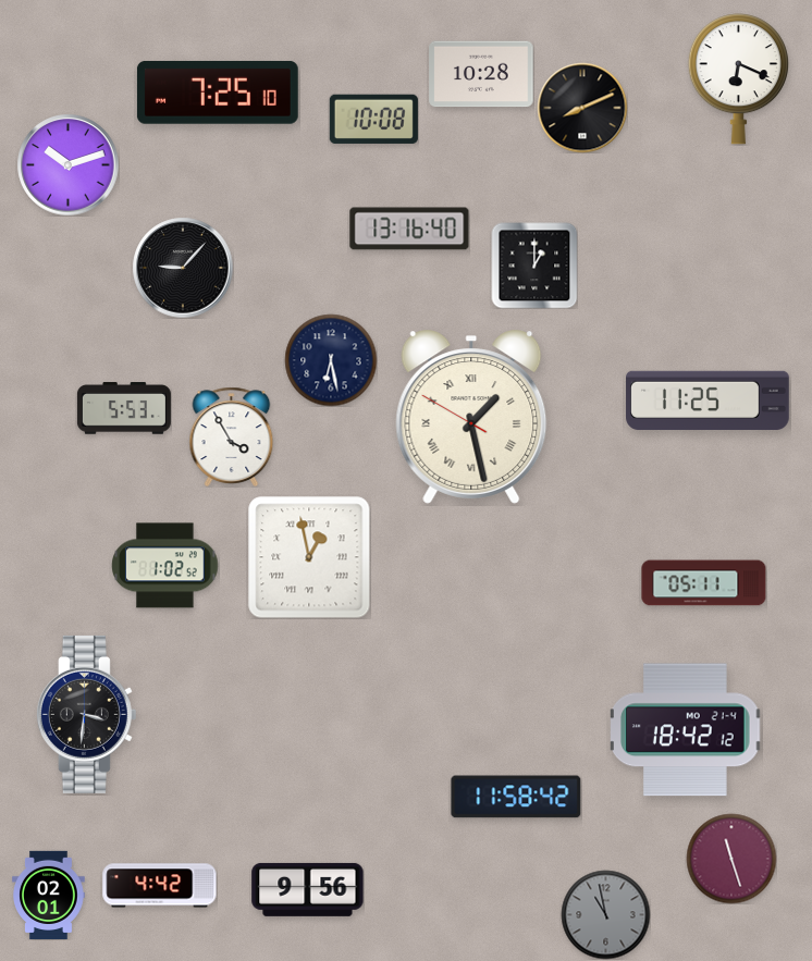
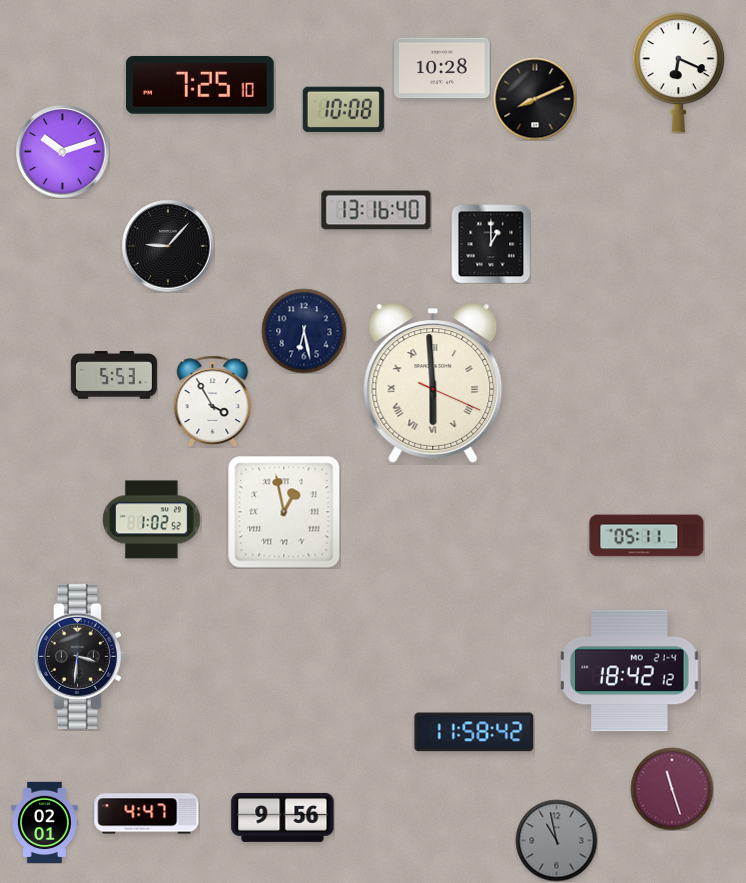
clock at (708, 399): 11:25 -> none
clock at (471, 417): 1:27 -> 5:59
clock at (160, 886): 4:42 -> 4:47
